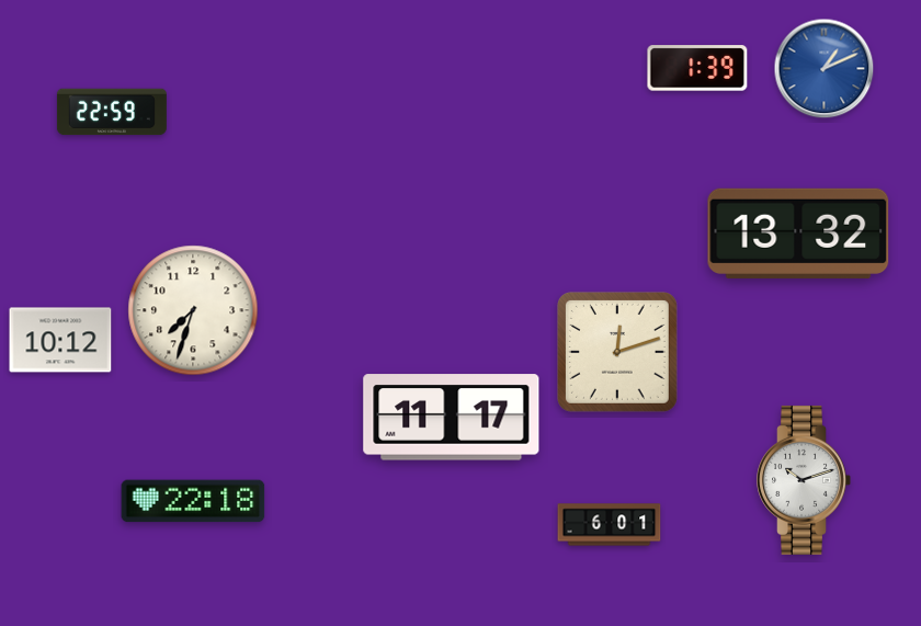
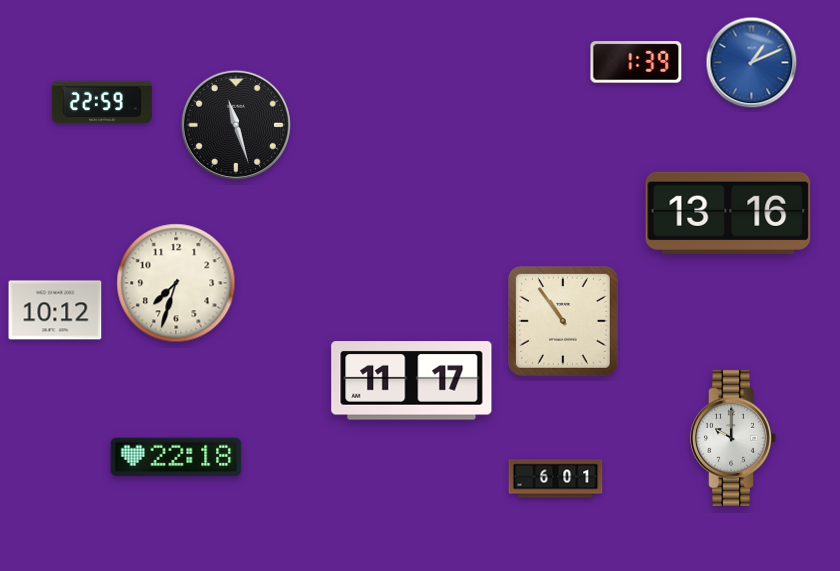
clock at (236, 125): none -> 11:27
clock at (798, 234): 13:32 -> 13:16
clock at (617, 352): 12:12 -> 10:54
clock at (804, 480): 10:12 -> 10:00
